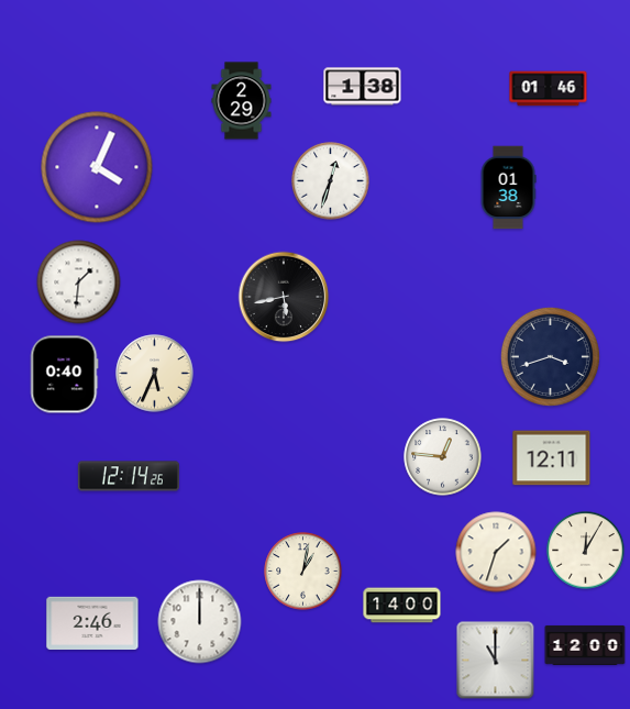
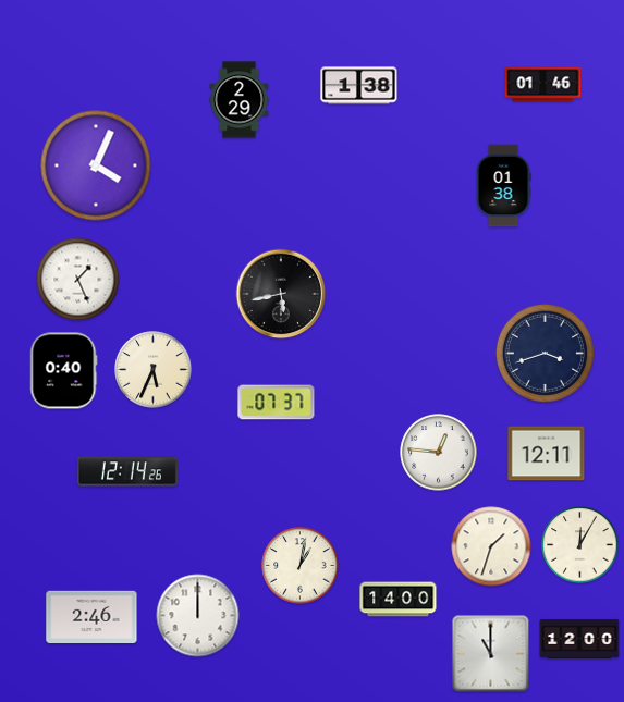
clock at (549, 89) position: (549, 89) -> (543, 85)
clock at (331, 181): 12:33 -> none
clock at (79, 283): 1:31 -> 1:26
clock at (277, 403): none -> 07:37
